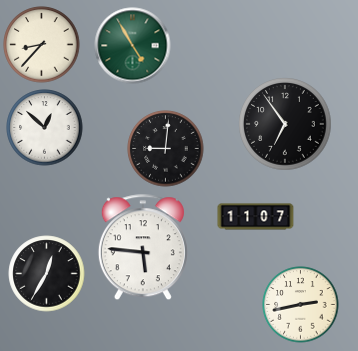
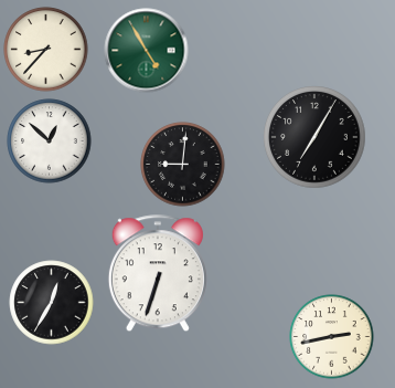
clock at (285, 124): 6:54 -> 7:05
clock at (256, 217): 11:07 -> none
clock at (143, 248): 5:46 -> 6:33
